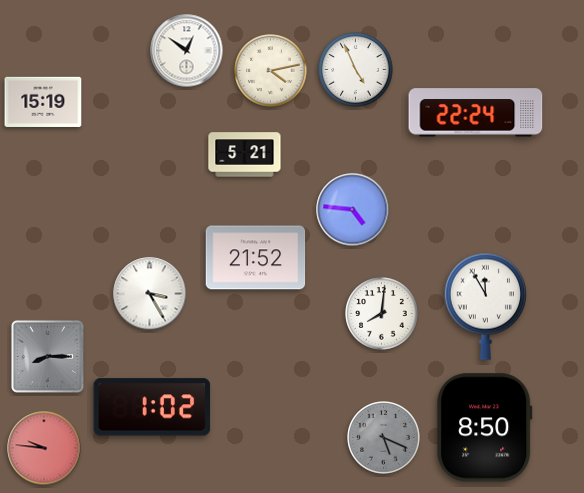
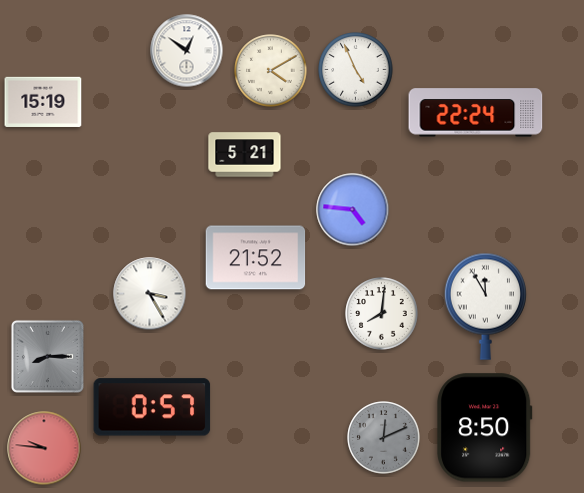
clock at (271, 71): 4:13 -> 4:10
clock at (152, 407): 1:02 -> 0:57
clock at (384, 438): 5:19 -> 12:11
